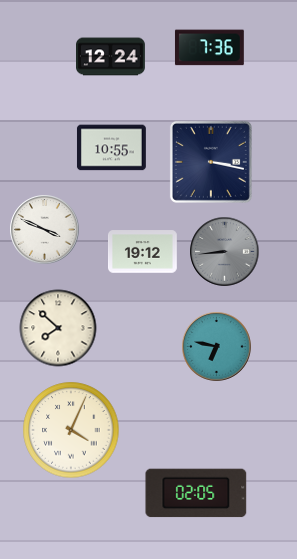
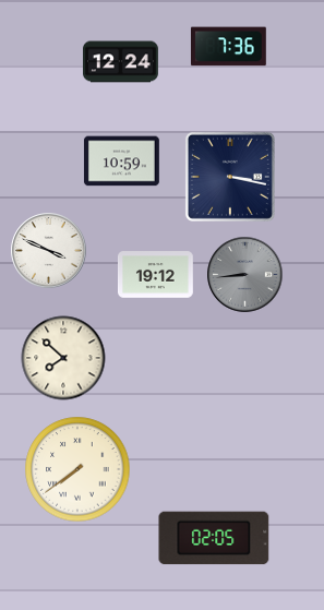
clock at (209, 48) position: (209, 48) -> (228, 47)
clock at (111, 148): 10:55 -> 10:59
clock at (217, 347): 6:47 -> none
clock at (71, 430): 4:04 -> 7:39
